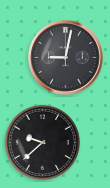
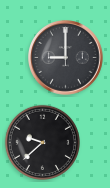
clock at (66, 58): 9:02 -> 9:00
